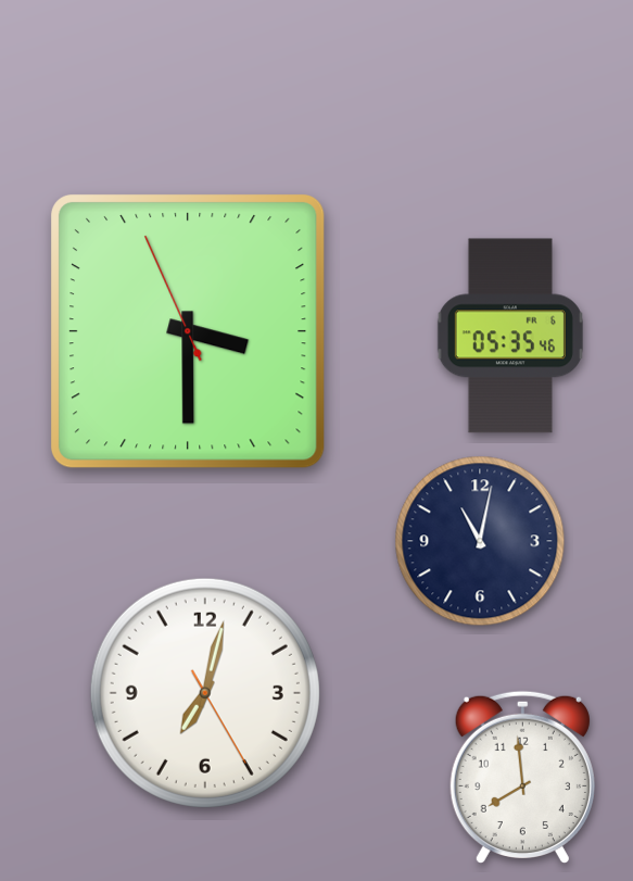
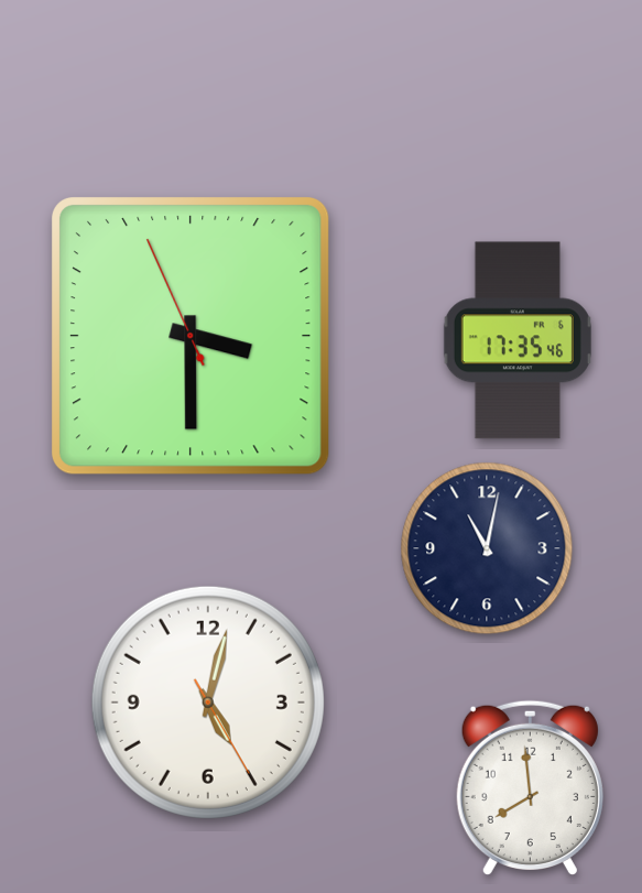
clock at (510, 336): 05:35 -> 17:35
clock at (205, 693): 7:02 -> 5:02
